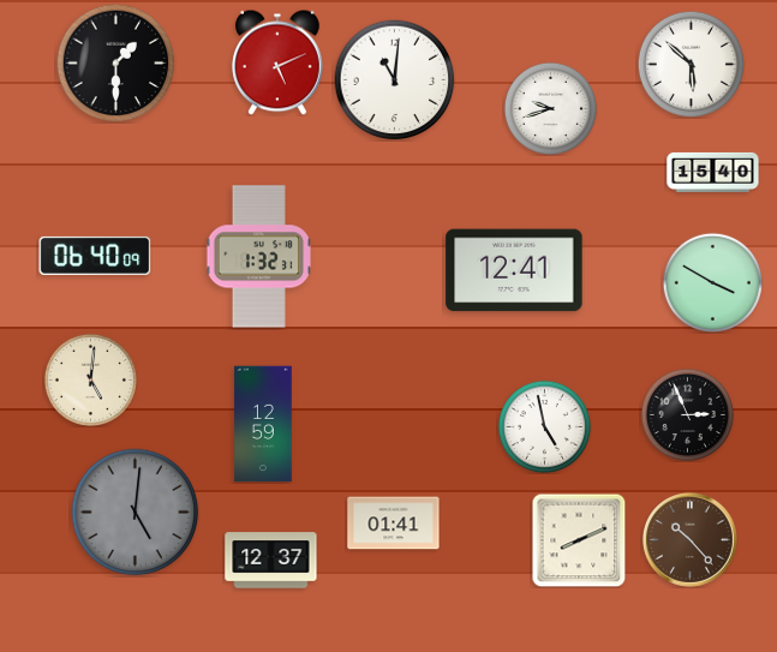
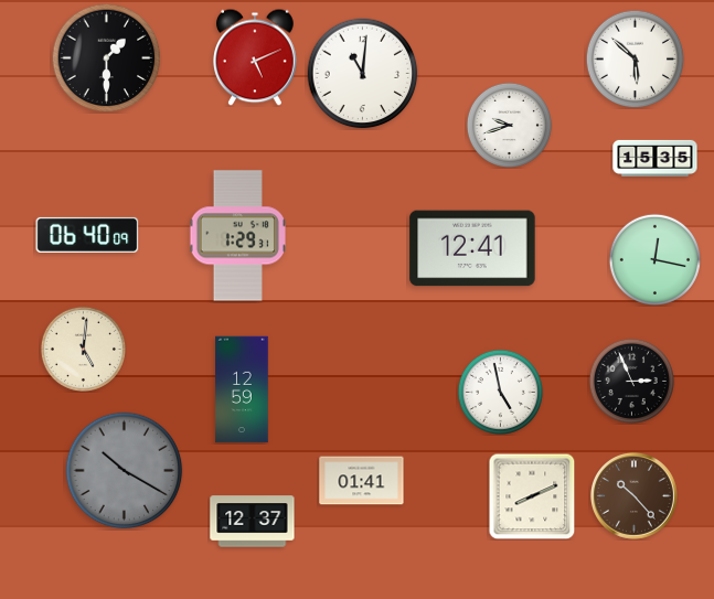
clock at (550, 108) position: (550, 108) -> (509, 125)
clock at (713, 172): 15:40 -> 15:35
clock at (259, 257): 1:32 -> 1:29
clock at (712, 282): 3:50 -> 12:17
clock at (136, 513): 5:01 -> 10:20
clock at (271, 561) position: (271, 561) -> (253, 522)
